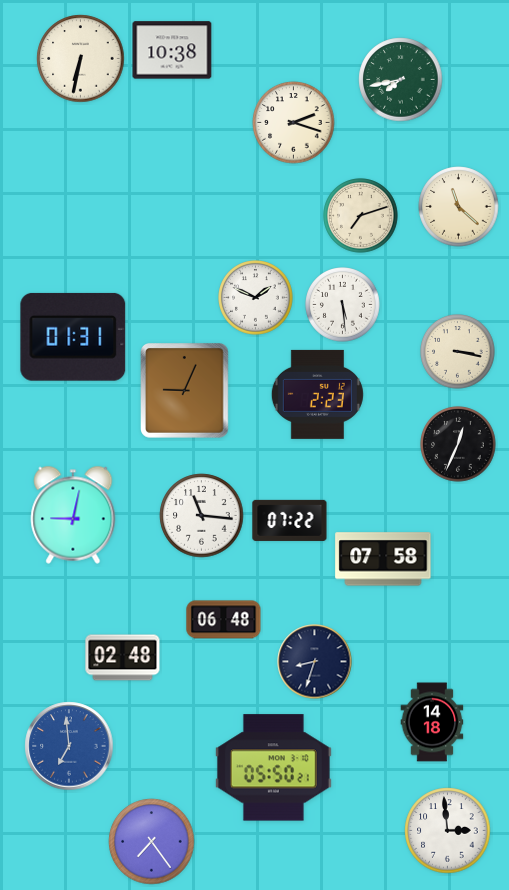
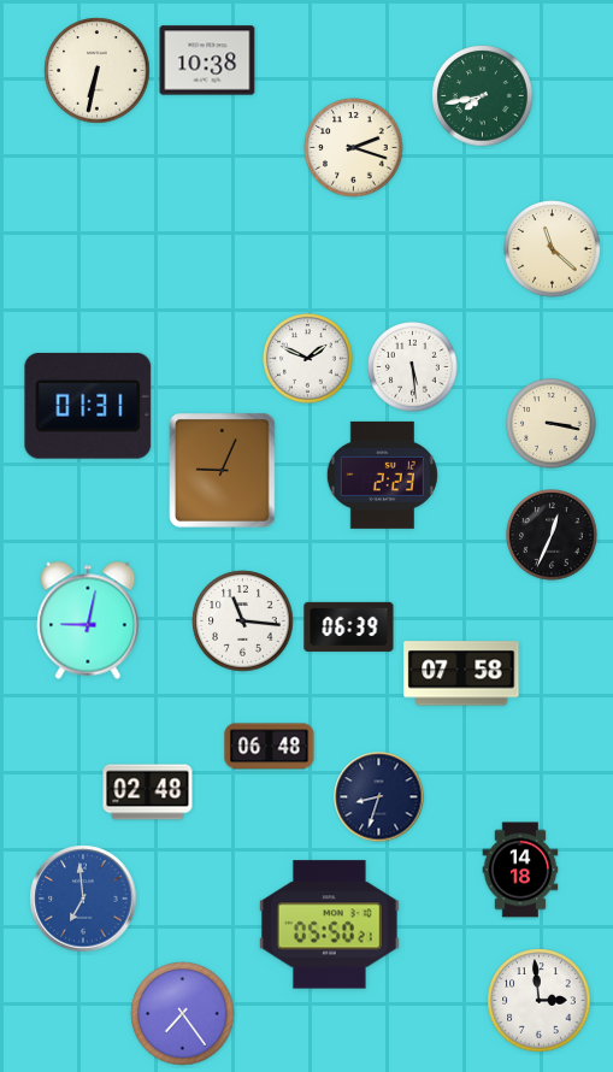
clock at (361, 216): 7:12 -> none
clock at (290, 520): 07:22 -> 06:39
